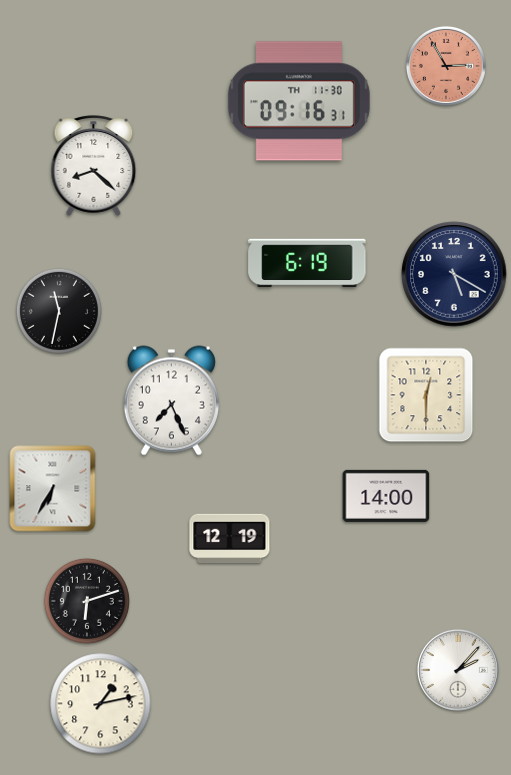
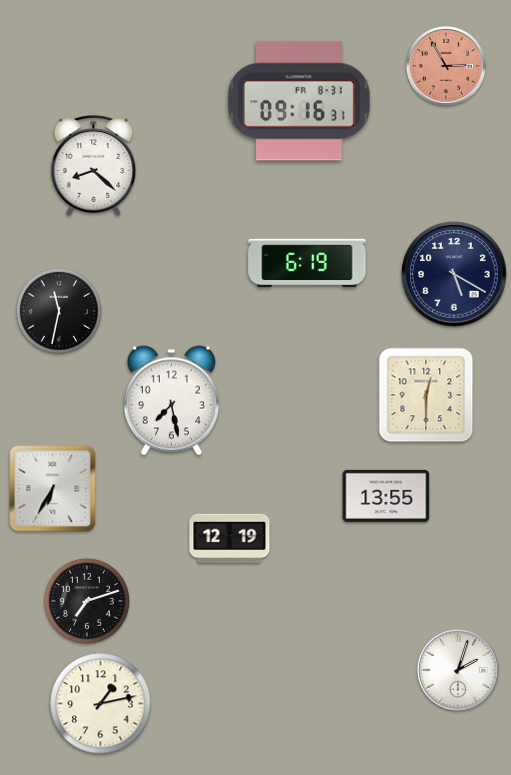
clock at (299, 101) date: TH 11-30 -> FR 8-31
clock at (171, 401): 7:26 -> 7:28
clock at (386, 496): 14:00 -> 13:55
clock at (87, 601): 6:12 -> 7:12
clock at (458, 670): 2:07 -> 2:03
